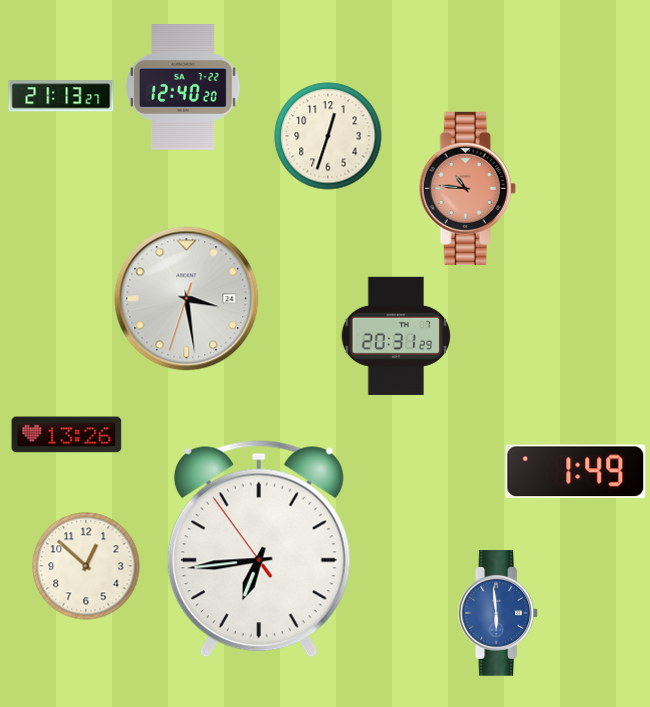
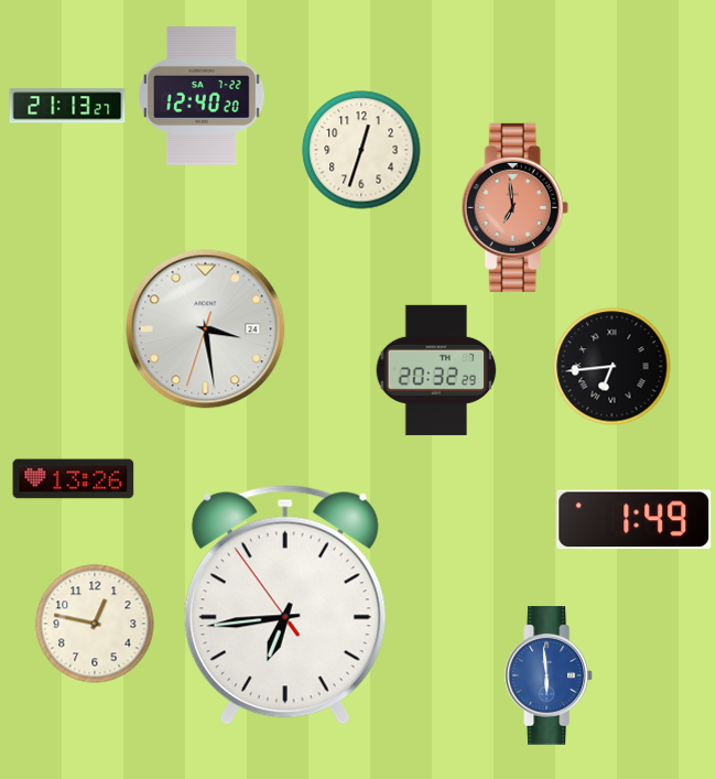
clock at (467, 188): 10:46 -> 6:59
clock at (612, 367): none -> 6:44
clock at (396, 336): 20:31 -> 20:32
clock at (86, 566): 12:52 -> 12:47
